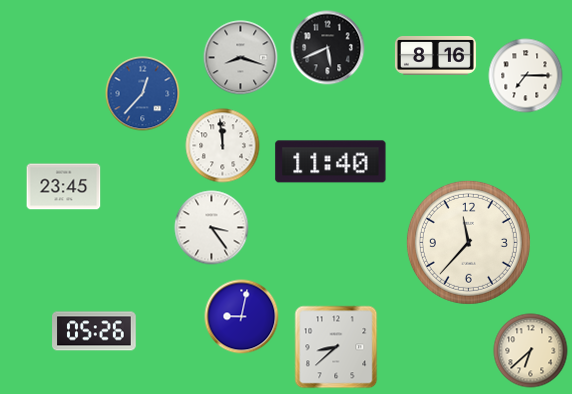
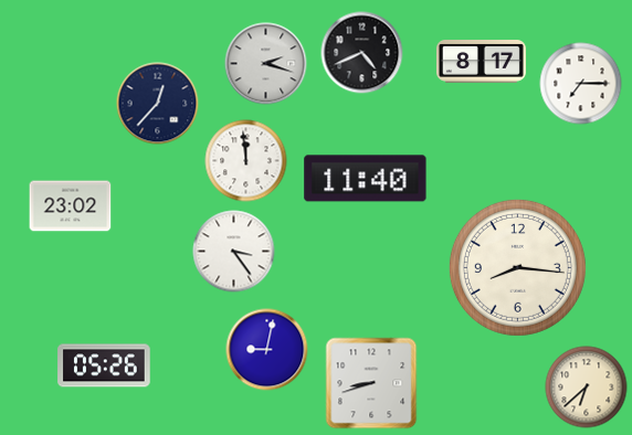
clock at (328, 48): 5:41 -> 4:41
clock at (435, 56): 8:16 -> 8:17
clock at (241, 58): 8:18 -> 2:18
clock at (143, 94) dial: blue -> navy
clock at (64, 187): 23:45 -> 23:02
clock at (468, 242): 11:37 -> 8:16
clock at (336, 347): 8:38 -> 8:42
